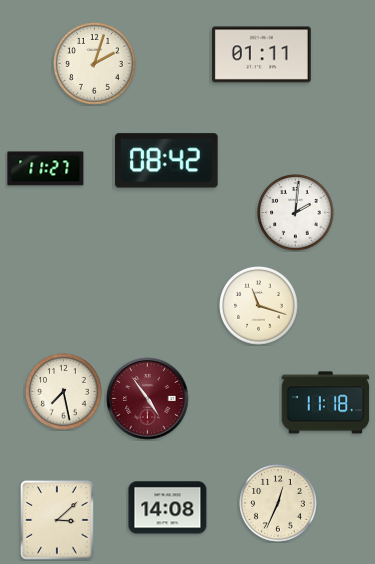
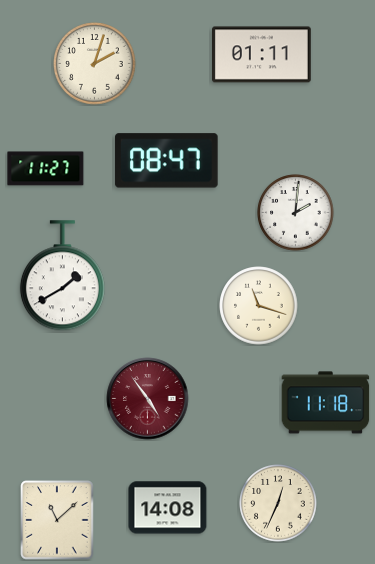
clock at (167, 161): 08:42 -> 08:47
clock at (62, 276): none -> 1:40
clock at (64, 392): 7:28 -> none
clock at (57, 520): 3:08 -> 11:08
